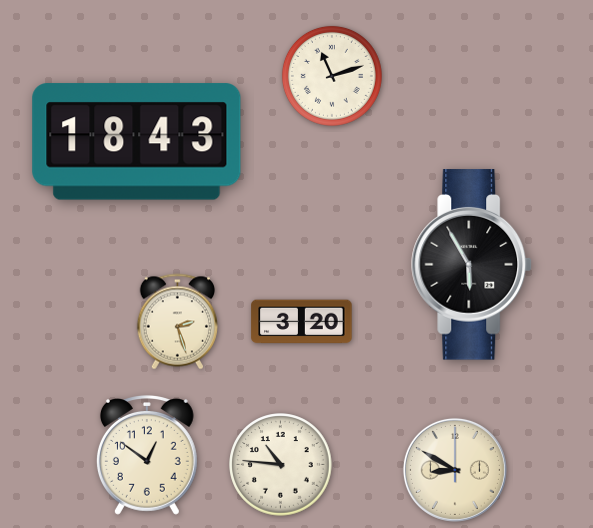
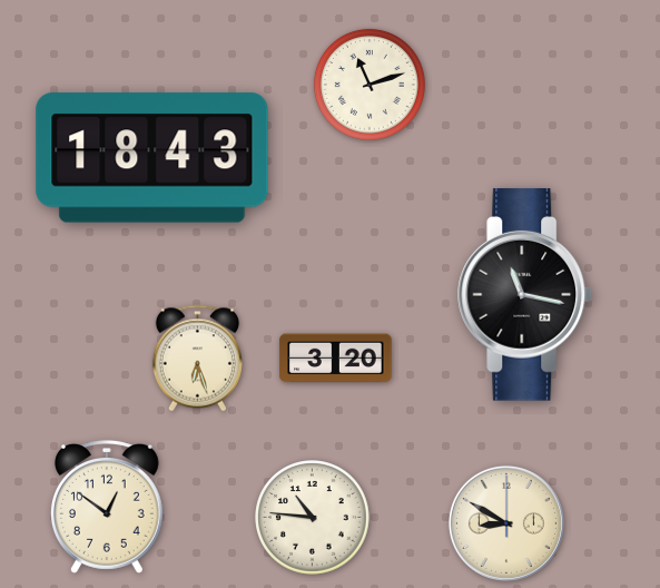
clock at (472, 265): 5:55 -> 11:17
clock at (177, 322): 2:27 -> 6:27
clock at (147, 456) position: (147, 456) -> (107, 508)
